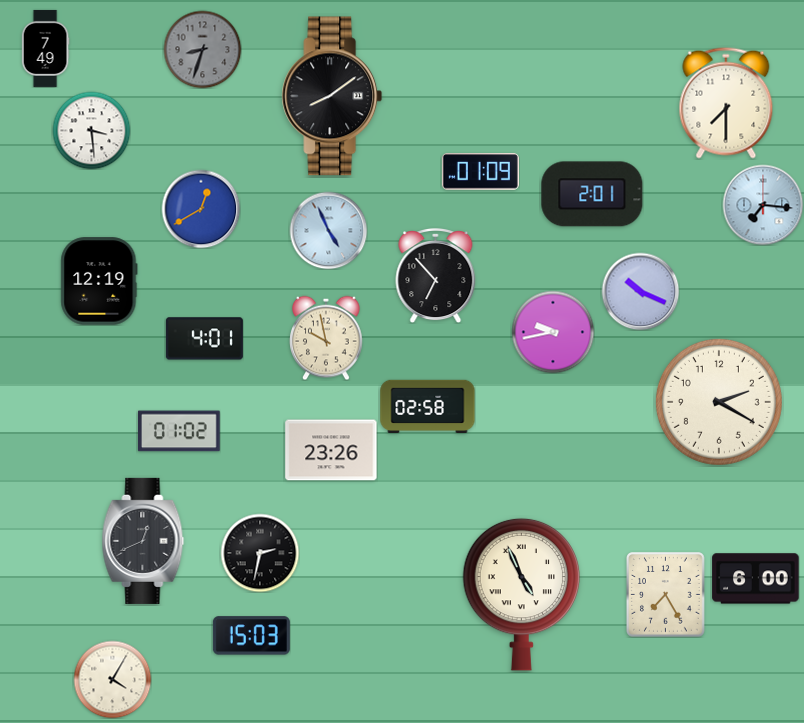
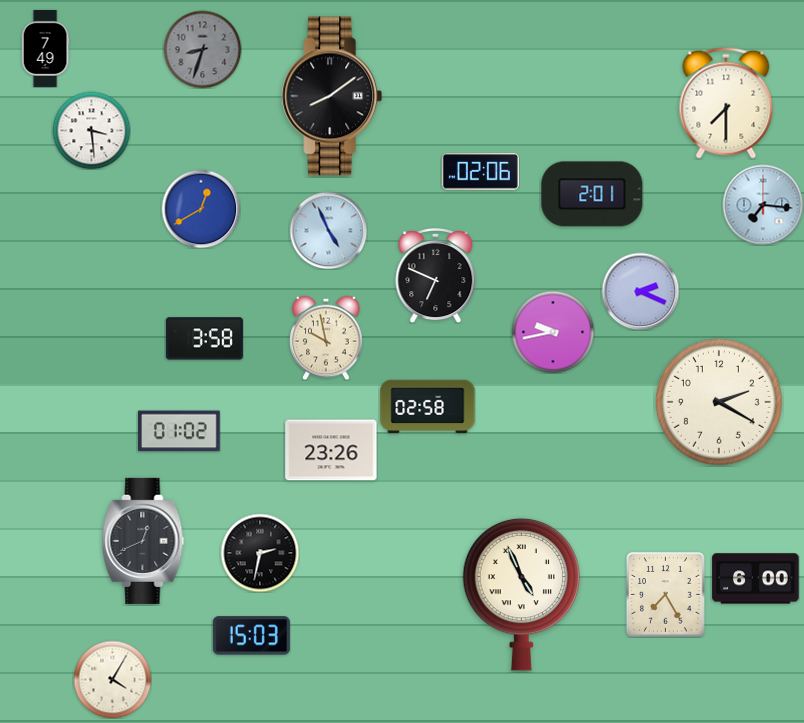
clock at (480, 172): 01:09 -> 02:06
clock at (436, 276): 6:53 -> 6:49
clock at (99, 281): 12:19 -> none
clock at (640, 291): 10:19 -> 2:19
clock at (204, 339): 4:01 -> 3:58
